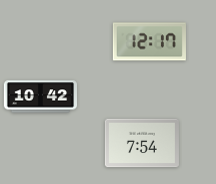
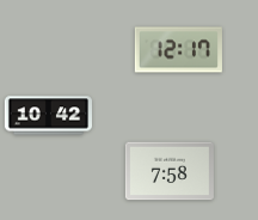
clock at (142, 143): 7:54 -> 7:58
